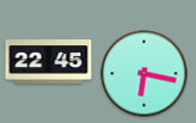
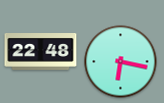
clock at (49, 62): 22:45 -> 22:48
